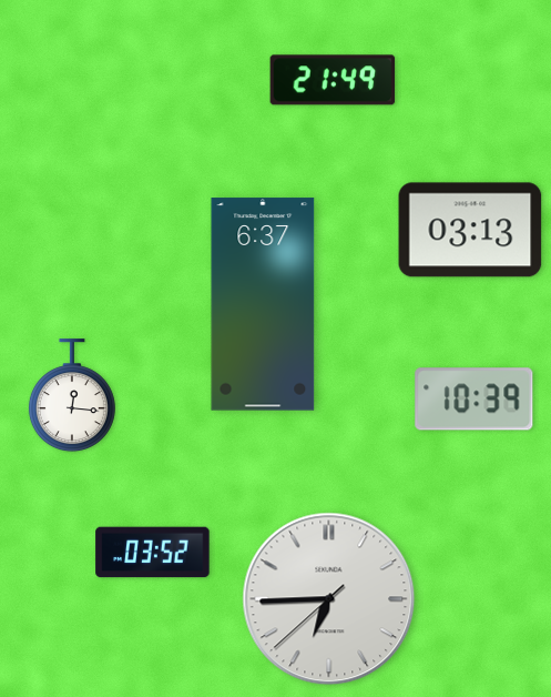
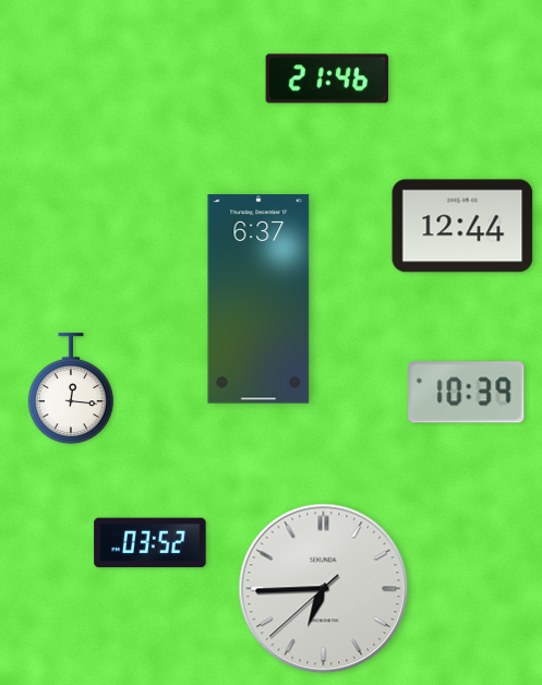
clock at (333, 80): 21:49 -> 21:46
clock at (470, 230): 03:13 -> 12:44
